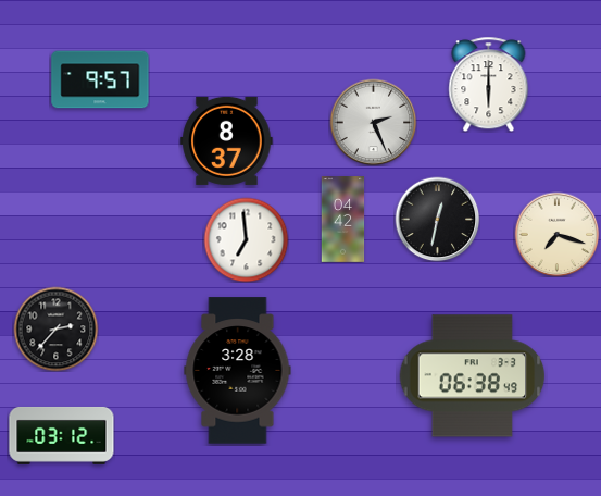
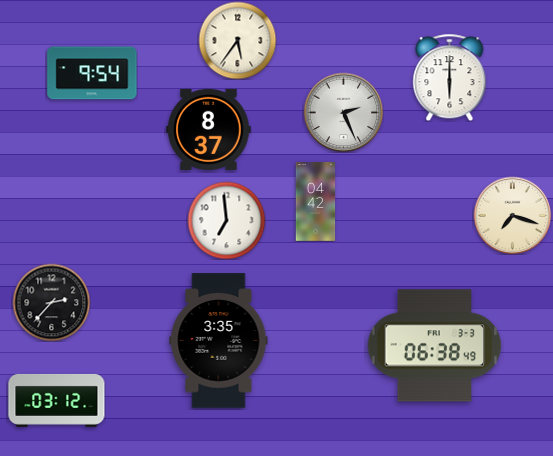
clock at (237, 40): none -> 5:36
clock at (100, 79): 9:57 -> 9:54
clock at (437, 219): 12:32 -> none
clock at (238, 371): 3:28 -> 3:35
